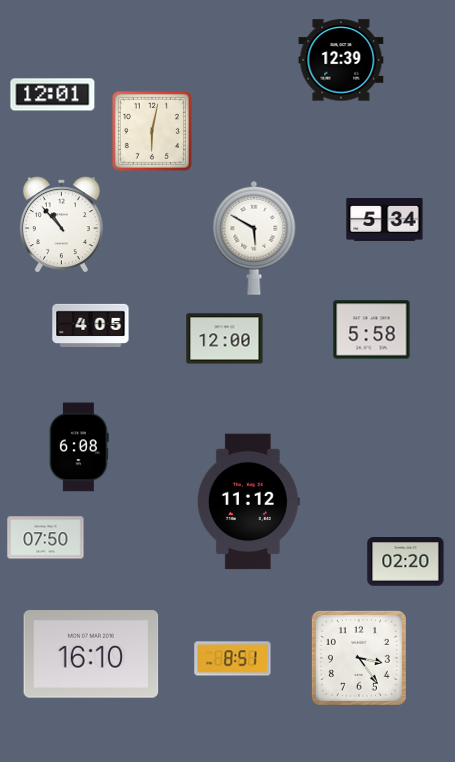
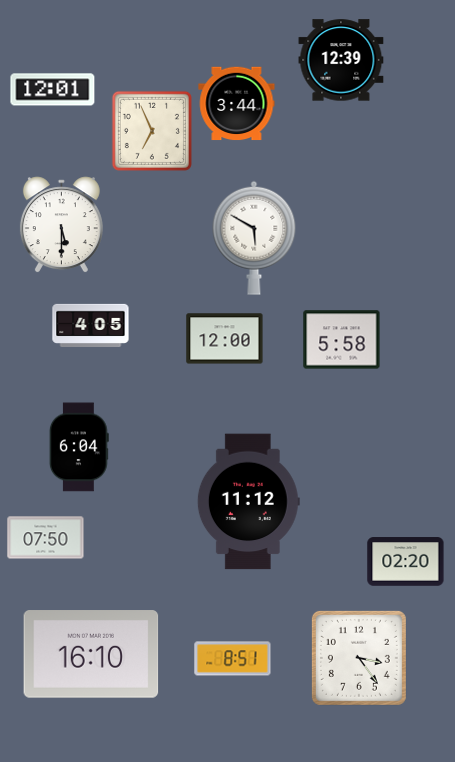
clock at (53, 95) position: (53, 95) -> (53, 90)
clock at (237, 104): none -> 3:44
clock at (152, 131): 6:02 -> 6:56
clock at (385, 220): 5:34 -> none
clock at (61, 225): 10:53 -> 5:30
clock at (372, 330) position: (372, 330) -> (342, 340)
clock at (79, 447): 6:08 -> 6:04
